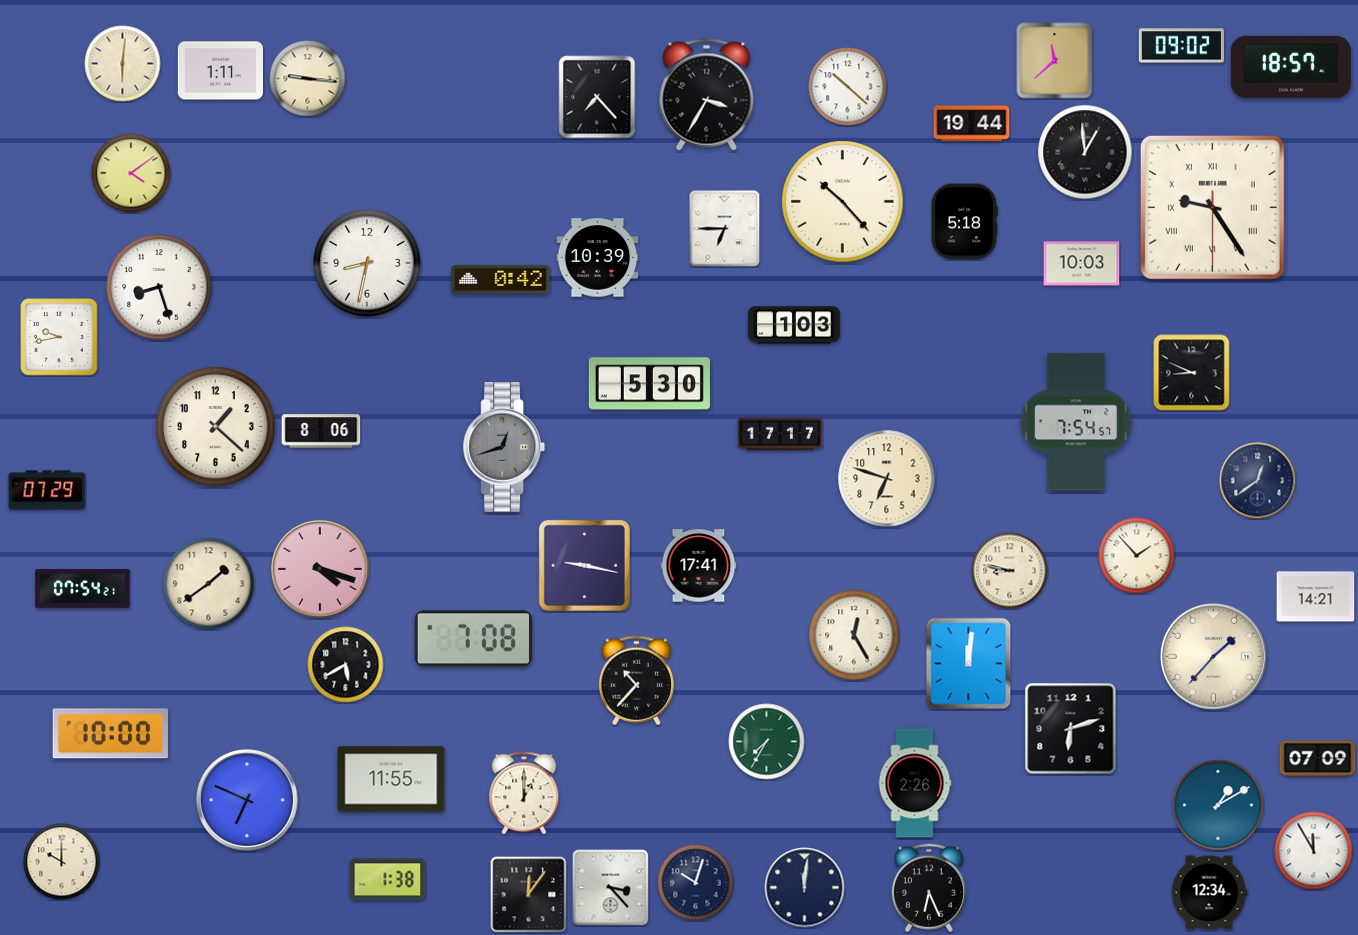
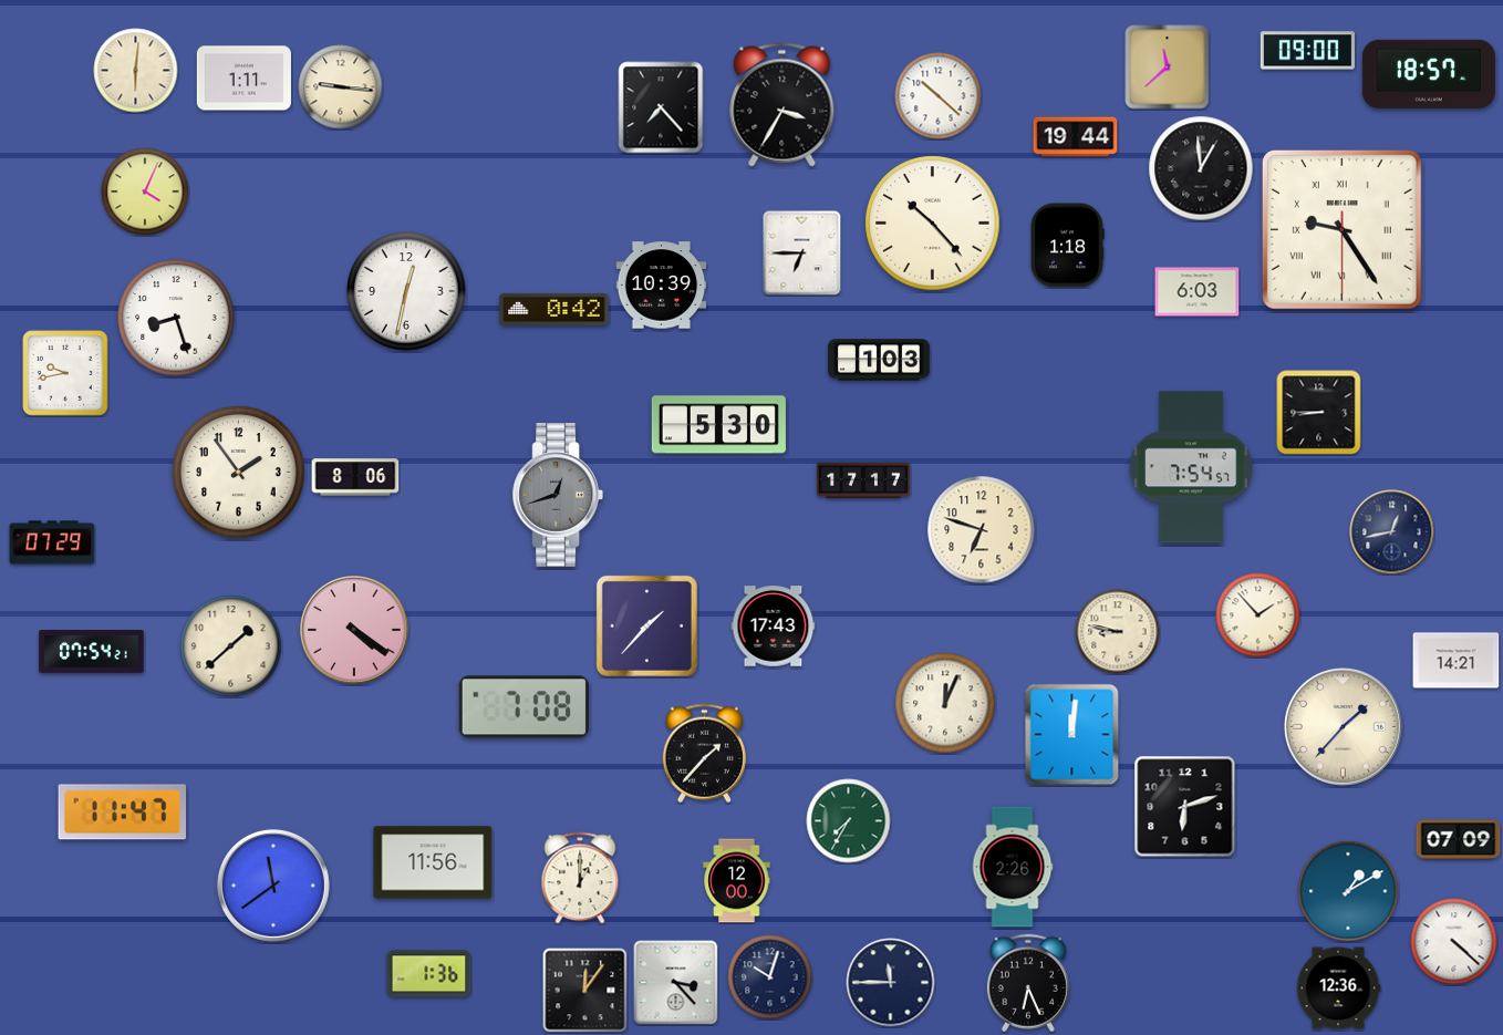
clock at (1181, 46): 09:02 -> 09:00
clock at (131, 173): 4:09 -> 4:04
clock at (964, 222): 5:18 -> 1:18
clock at (367, 263): 8:32 -> 12:32
clock at (1082, 264): 10:03 -> 6:03
clock at (1192, 373): 8:49 -> 8:45
clock at (216, 427): 1:22 -> 1:54
clock at (1258, 481): 12:39 -> 12:43
clock at (584, 565): 9:17 -> 1:37
clock at (699, 566): 17:41 -> 17:43
clock at (320, 569): 4:18 -> 4:21
clock at (209, 584): 1:39 -> 1:38
clock at (854, 635): 12:25 -> 12:04
clock at (346, 665): 5:40 -> none
clock at (636, 681): 10:37 -> 1:37
clock at (111, 734): 10:00 -> 11:47
clock at (391, 779): 11:55 -> 11:56
clock at (737, 881): none -> 12:00
clock at (248, 801): 6:49 -> 11:39
clock at (1314, 851): 11:55 -> 4:22
clock at (62, 862): 10:00 -> none
clock at (388, 880): 1:38 -> 1:36
clock at (805, 888): 12:01 -> 11:45
clock at (1209, 893): 12:34 -> 12:36
